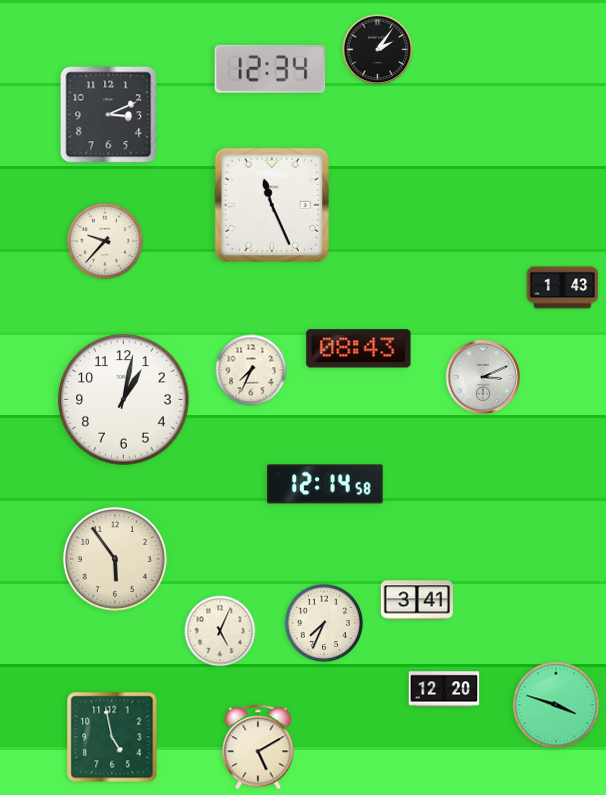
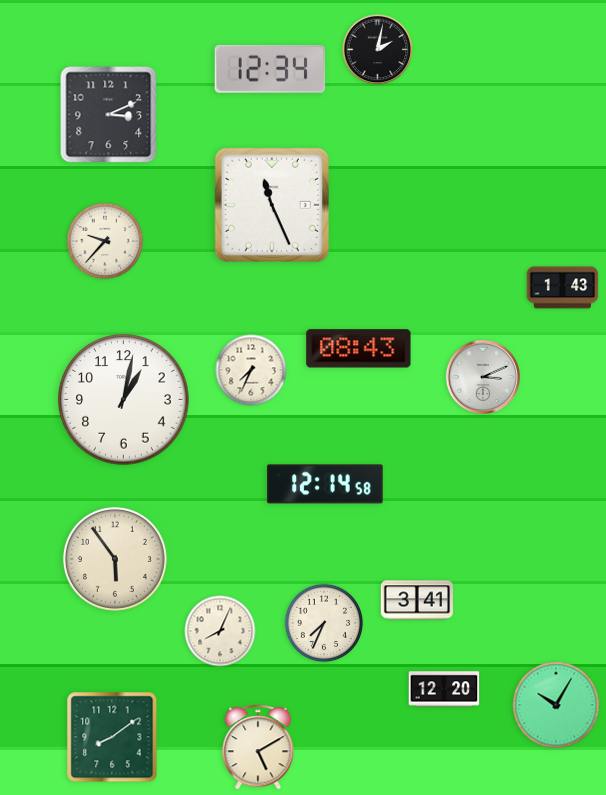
clock at (378, 50): 2:06 -> 2:02
clock at (220, 631): 5:04 -> 8:04
clock at (556, 705): 3:48 -> 10:05
clock at (112, 737): 4:58 -> 8:09
